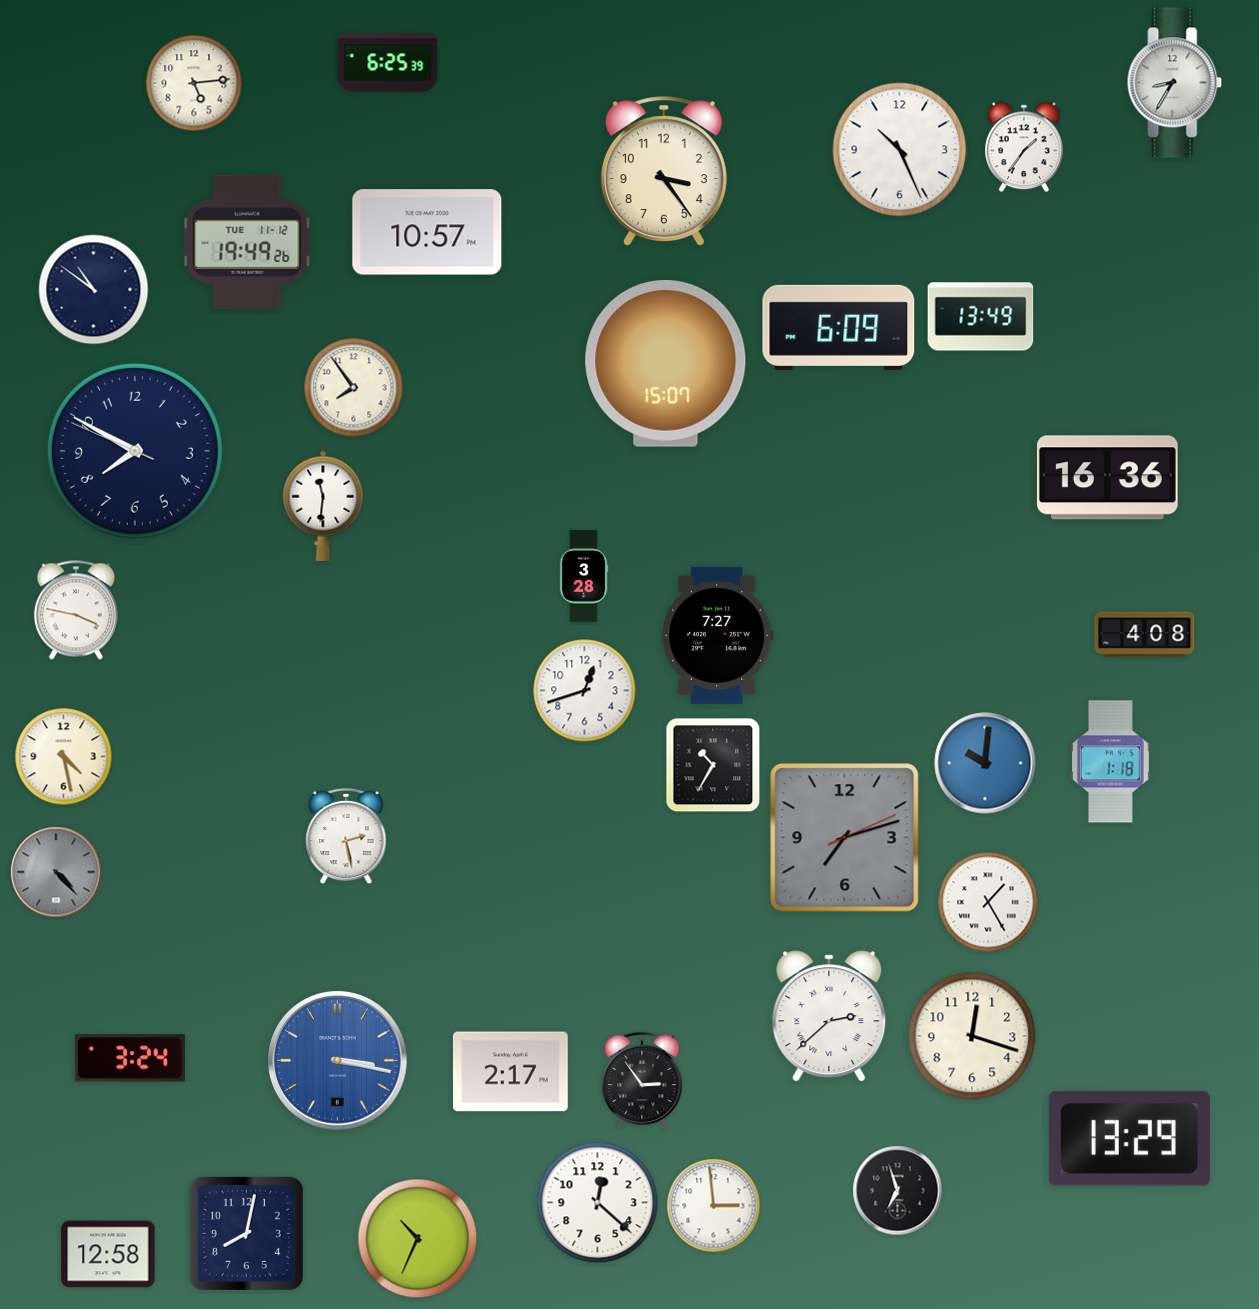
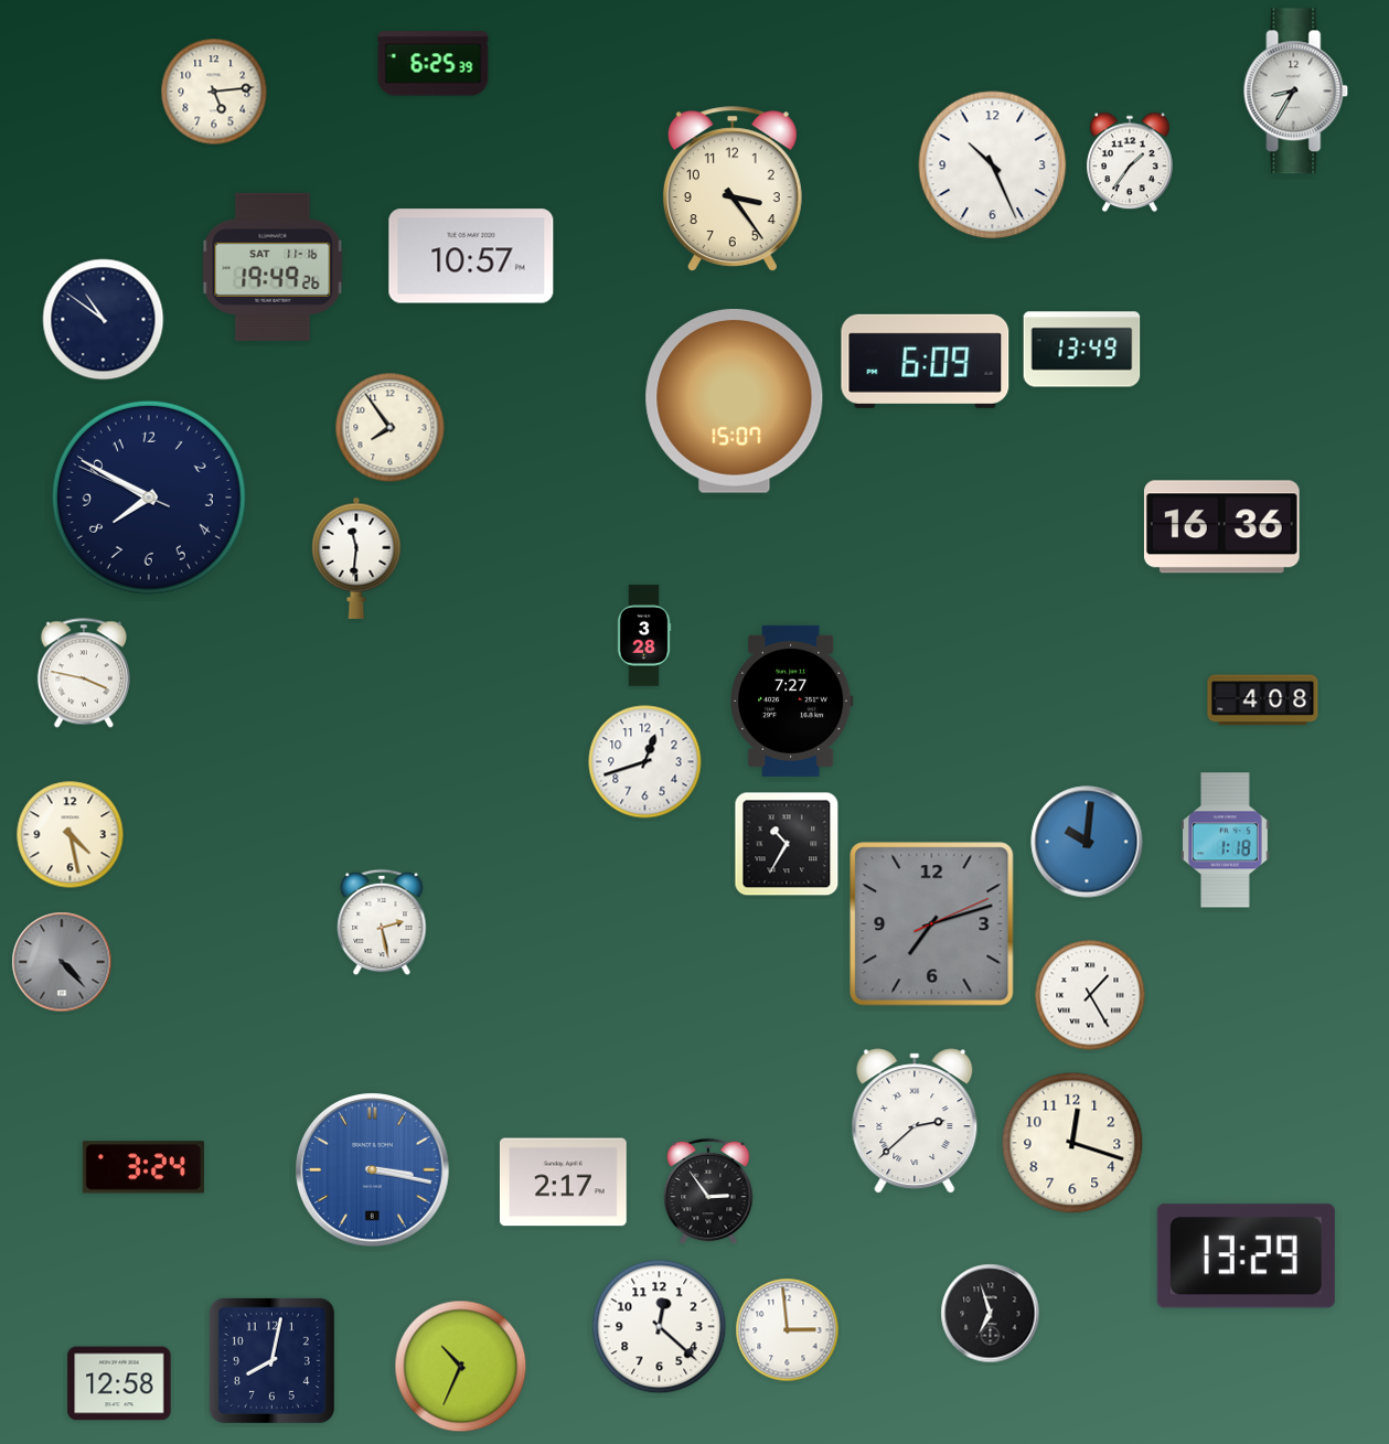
clock at (388, 63) position: (388, 63) -> (434, 64)
clock at (247, 242) date: TUE 11-12 -> SAT 11-16
